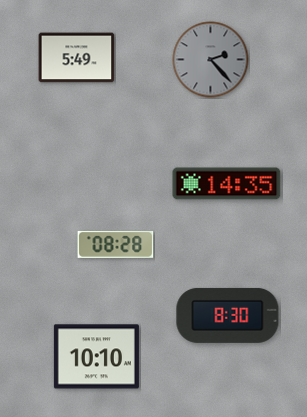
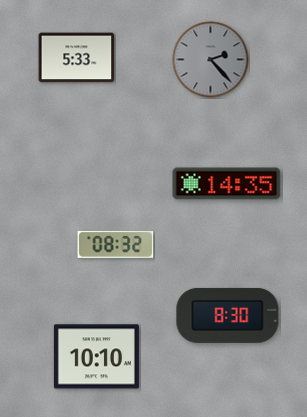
clock at (77, 58): 5:49 -> 5:33
clock at (116, 244): 08:28 -> 08:32
